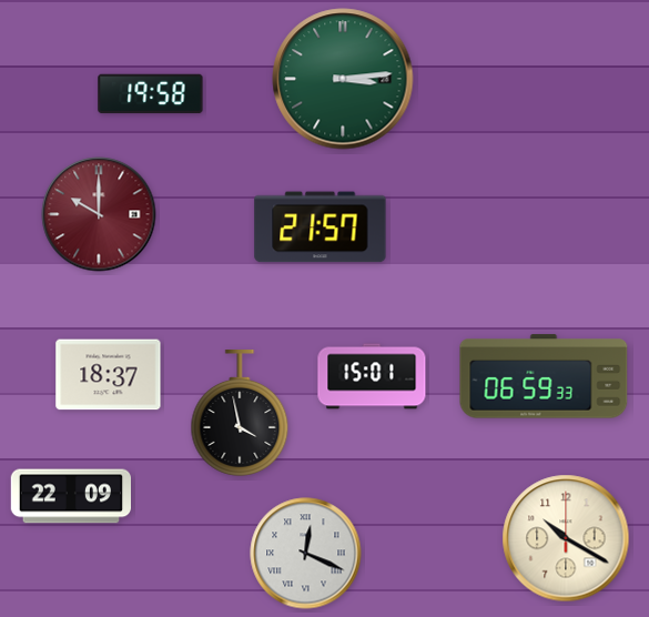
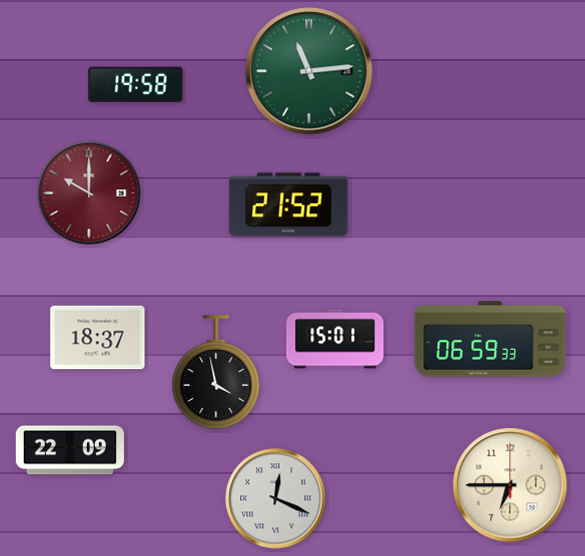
clock at (343, 79): 3:14 -> 11:14
clock at (321, 227): 21:57 -> 21:52
clock at (70, 496) position: (70, 496) -> (69, 450)
clock at (566, 538): 10:20 -> 6:45
